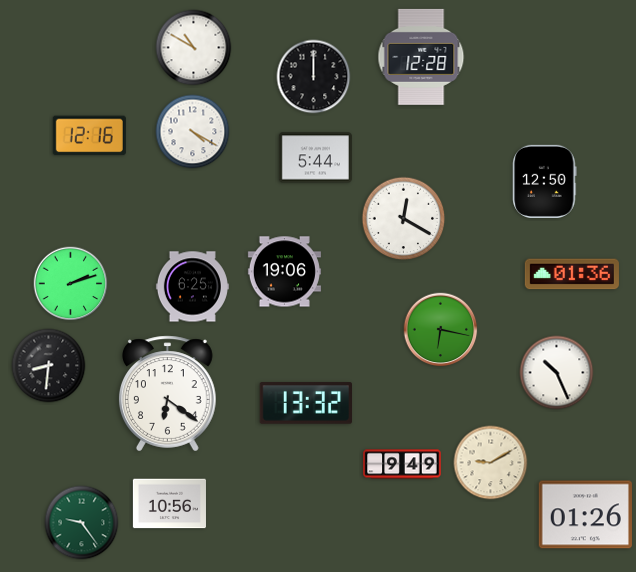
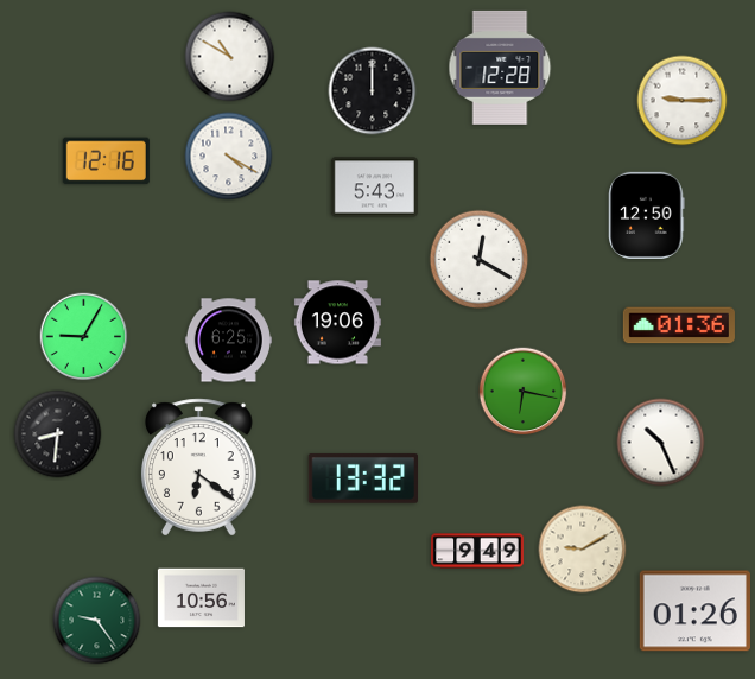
clock at (683, 101): none -> 9:15
clock at (315, 158): 5:44 -> 5:43
clock at (71, 284): 2:12 -> 9:05
